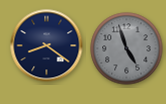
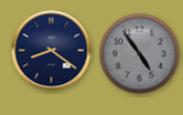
clock at (127, 49): 4:57 -> 4:54
